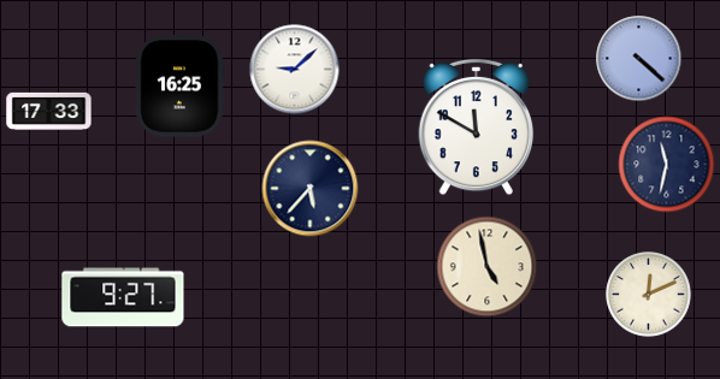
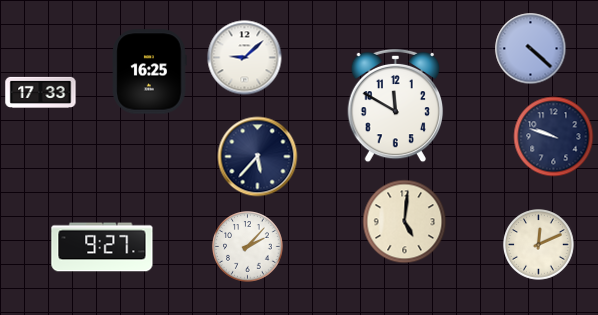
clock at (667, 165): 11:32 -> 9:48
clock at (488, 267): 4:58 -> 5:01
clock at (248, 247): none -> 2:07
